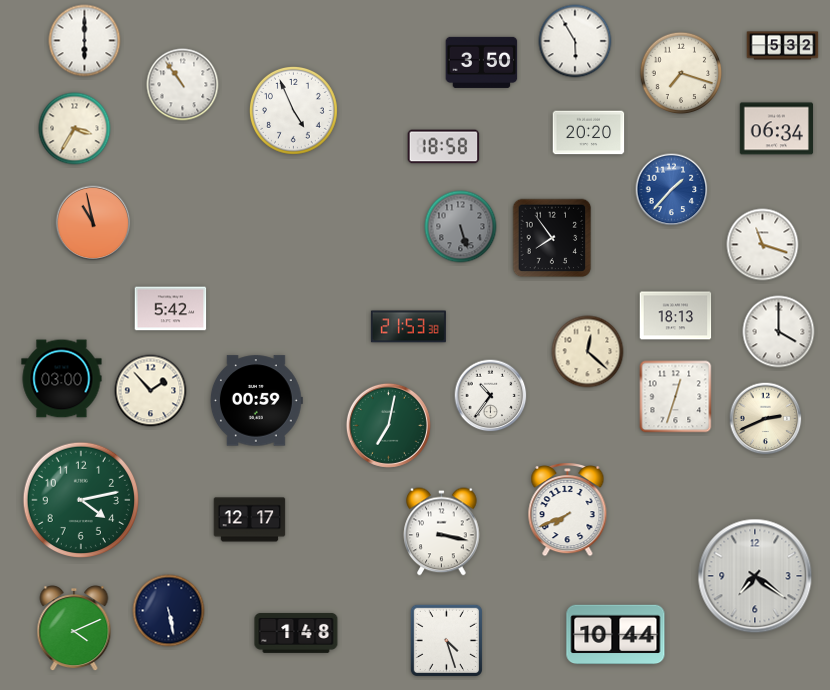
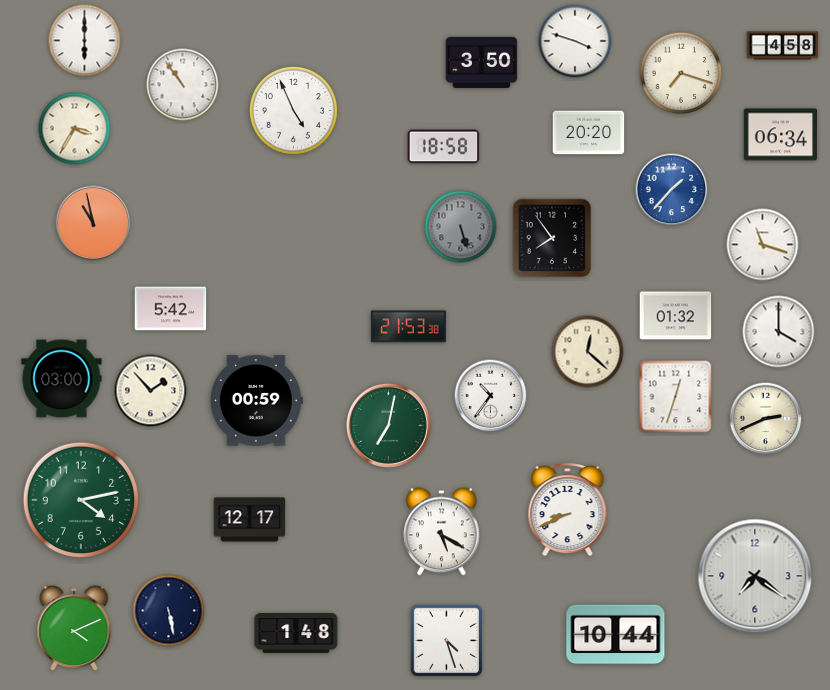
clock at (575, 41): 5:55 -> 3:48
clock at (783, 46): 5:32 -> 4:58
clock at (776, 129) position: (776, 129) -> (780, 135)
clock at (676, 316): 18:13 -> 01:32
clock at (568, 510): 7:41 -> 8:41
clock at (442, 532): 3:17 -> 5:20
